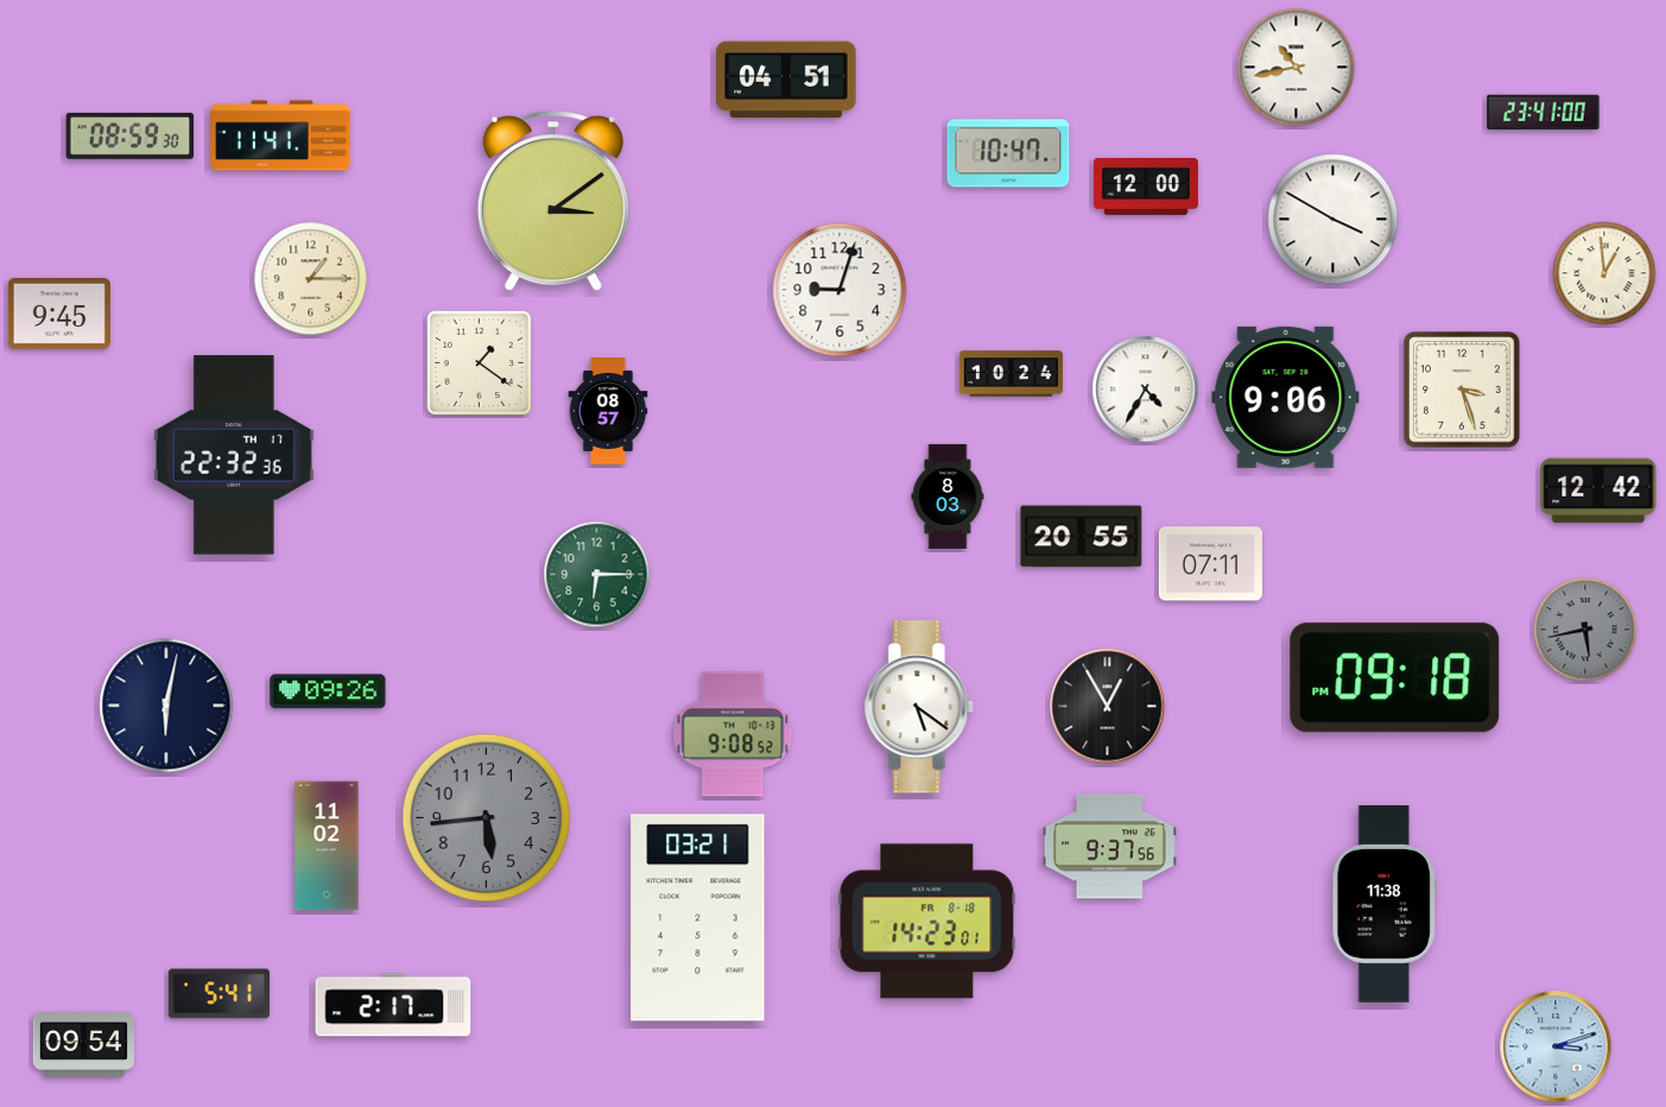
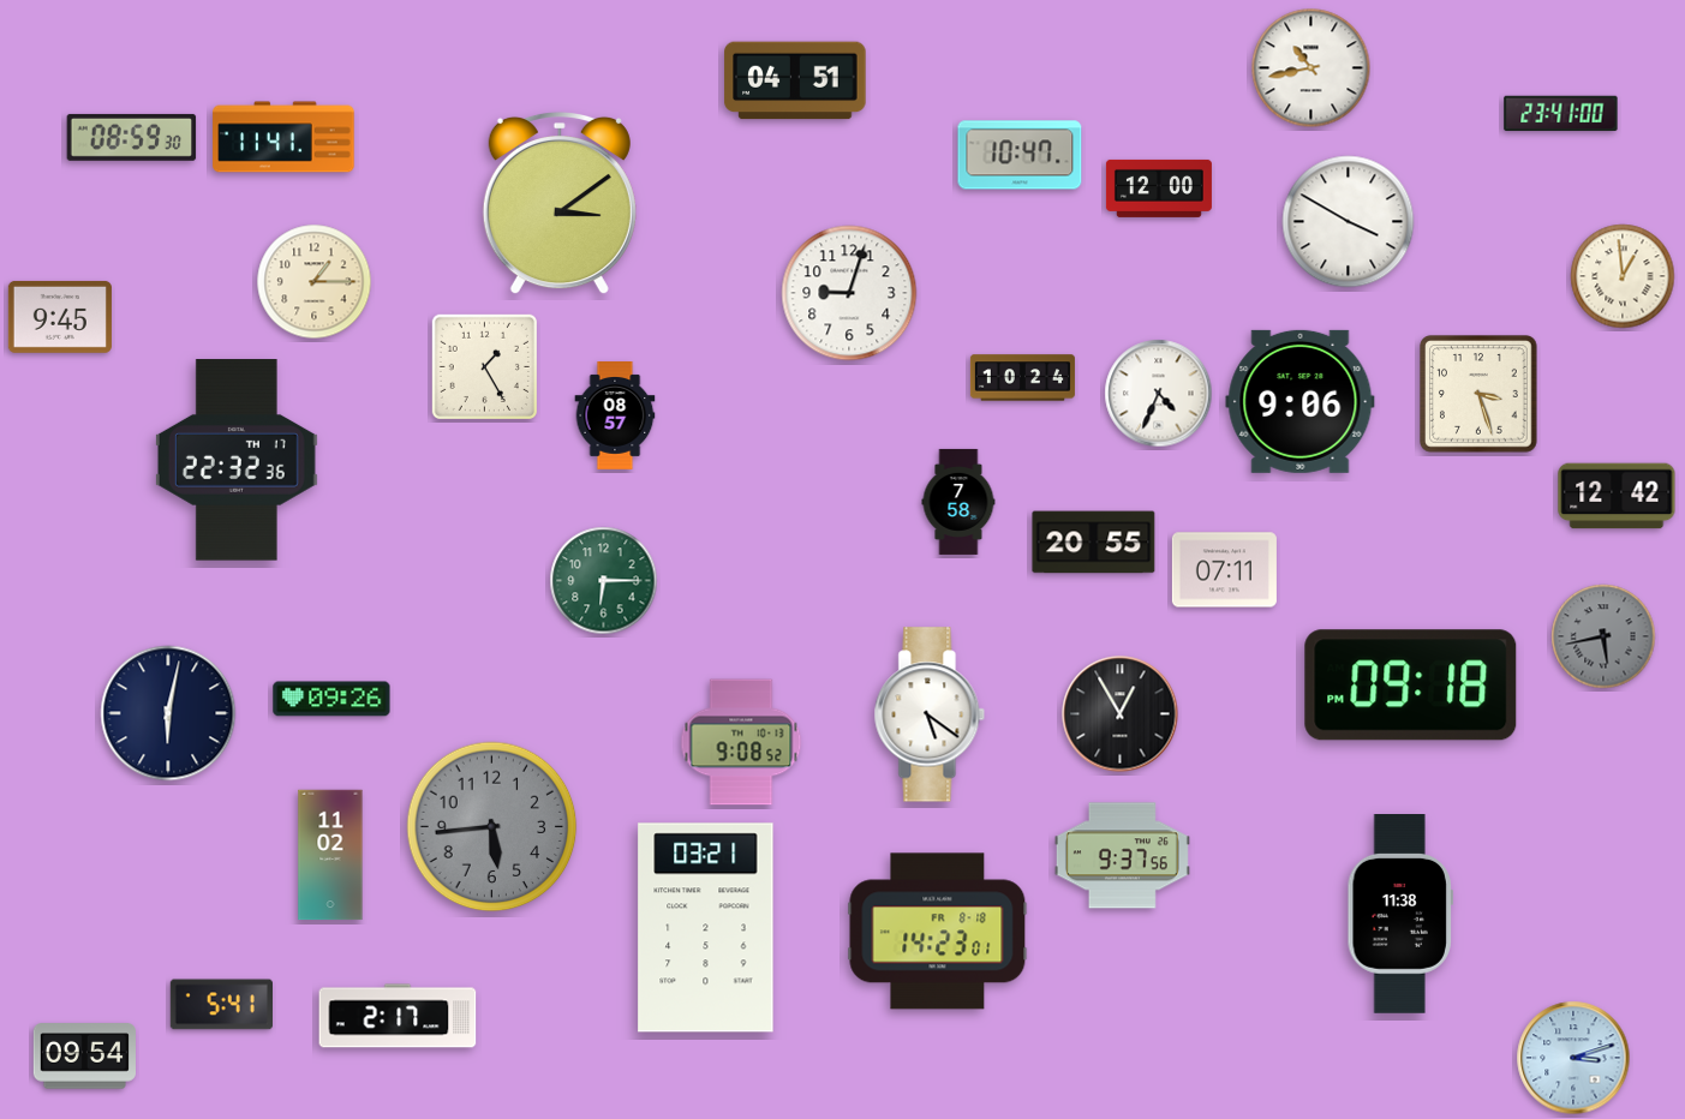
clock at (479, 362): 1:21 -> 1:25
clock at (1146, 390): 4:35 -> 4:34
clock at (948, 496): 8:03 -> 7:58
